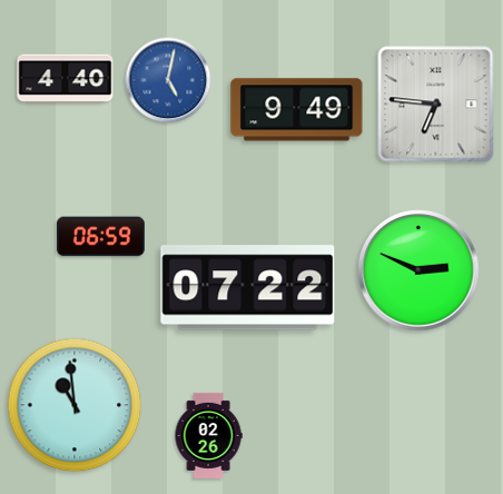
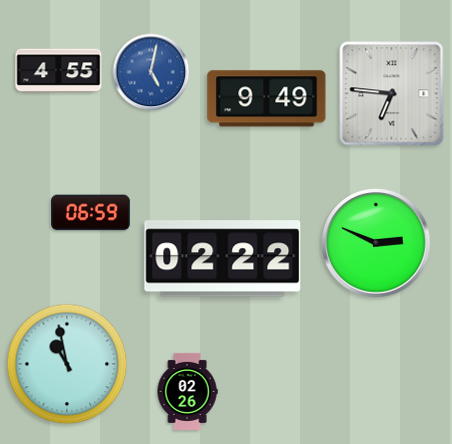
clock at (66, 79): 4:40 -> 4:55
clock at (248, 288): 07:22 -> 02:22
clock at (75, 405): 10:59 -> 10:58
